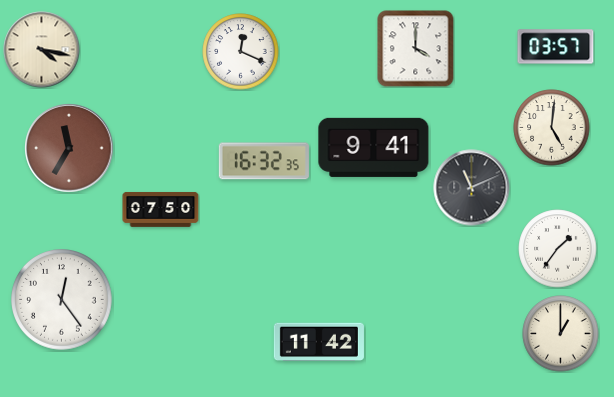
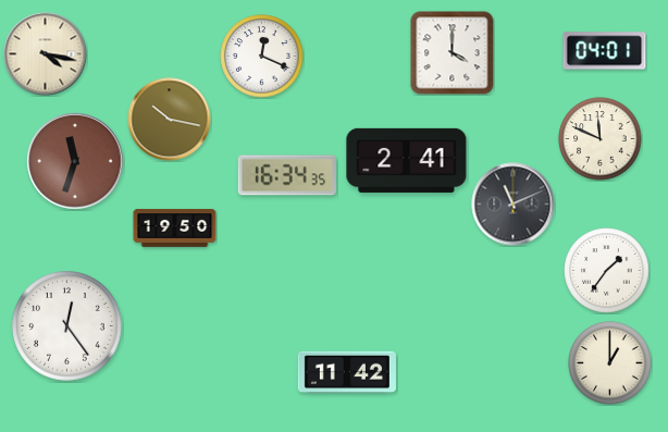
clock at (556, 47): 03:57 -> 04:01
clock at (170, 120): none -> 10:17
clock at (552, 128): 5:01 -> 11:49
clock at (374, 147): 9:41 -> 2:41
clock at (69, 148): 11:35 -> 11:33
clock at (264, 161): 16:32 -> 16:34
clock at (161, 209): 07:50 -> 19:50
